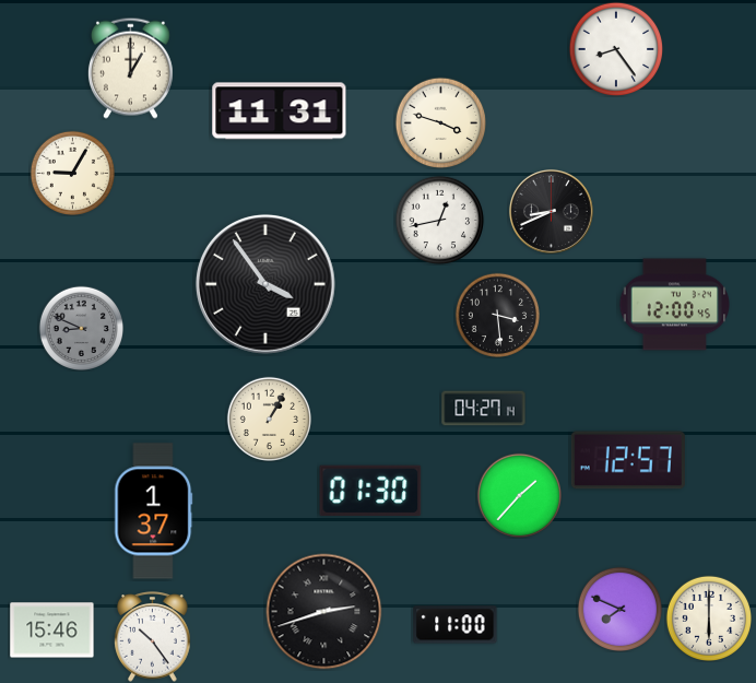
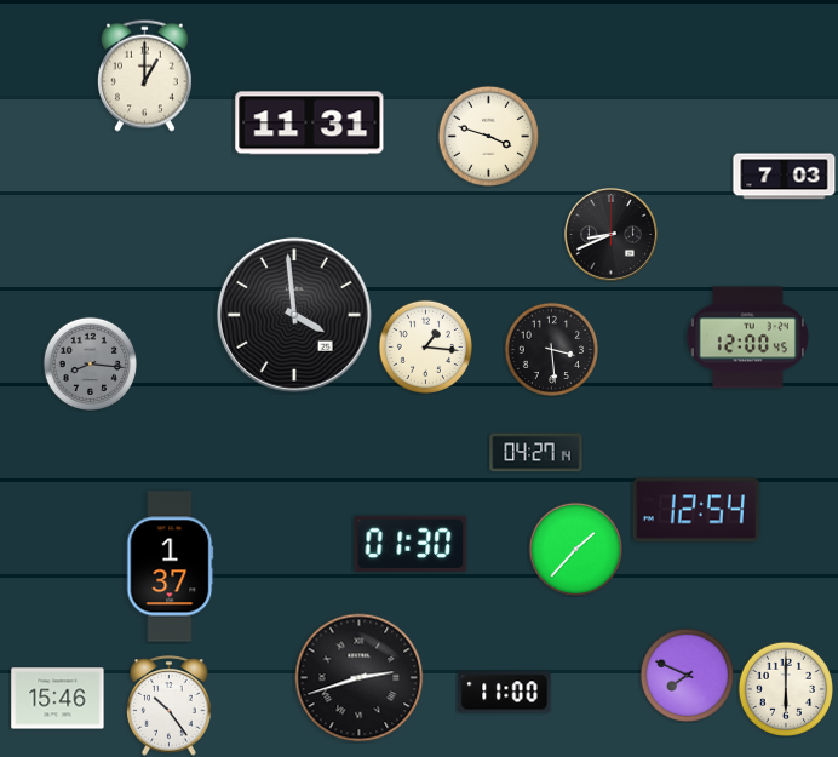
clock at (616, 49): 8:24 -> none
clock at (785, 177): none -> 7:03
clock at (72, 173): 9:05 -> none
clock at (439, 220): 12:43 -> none
clock at (265, 284): 3:54 -> 3:59
clock at (425, 346): none -> 1:16
clock at (81, 328): 8:49 -> 8:16
clock at (269, 419): 1:05 -> none
clock at (628, 460): 12:57 -> 12:54
clock at (708, 617) position: (708, 617) -> (785, 688)
